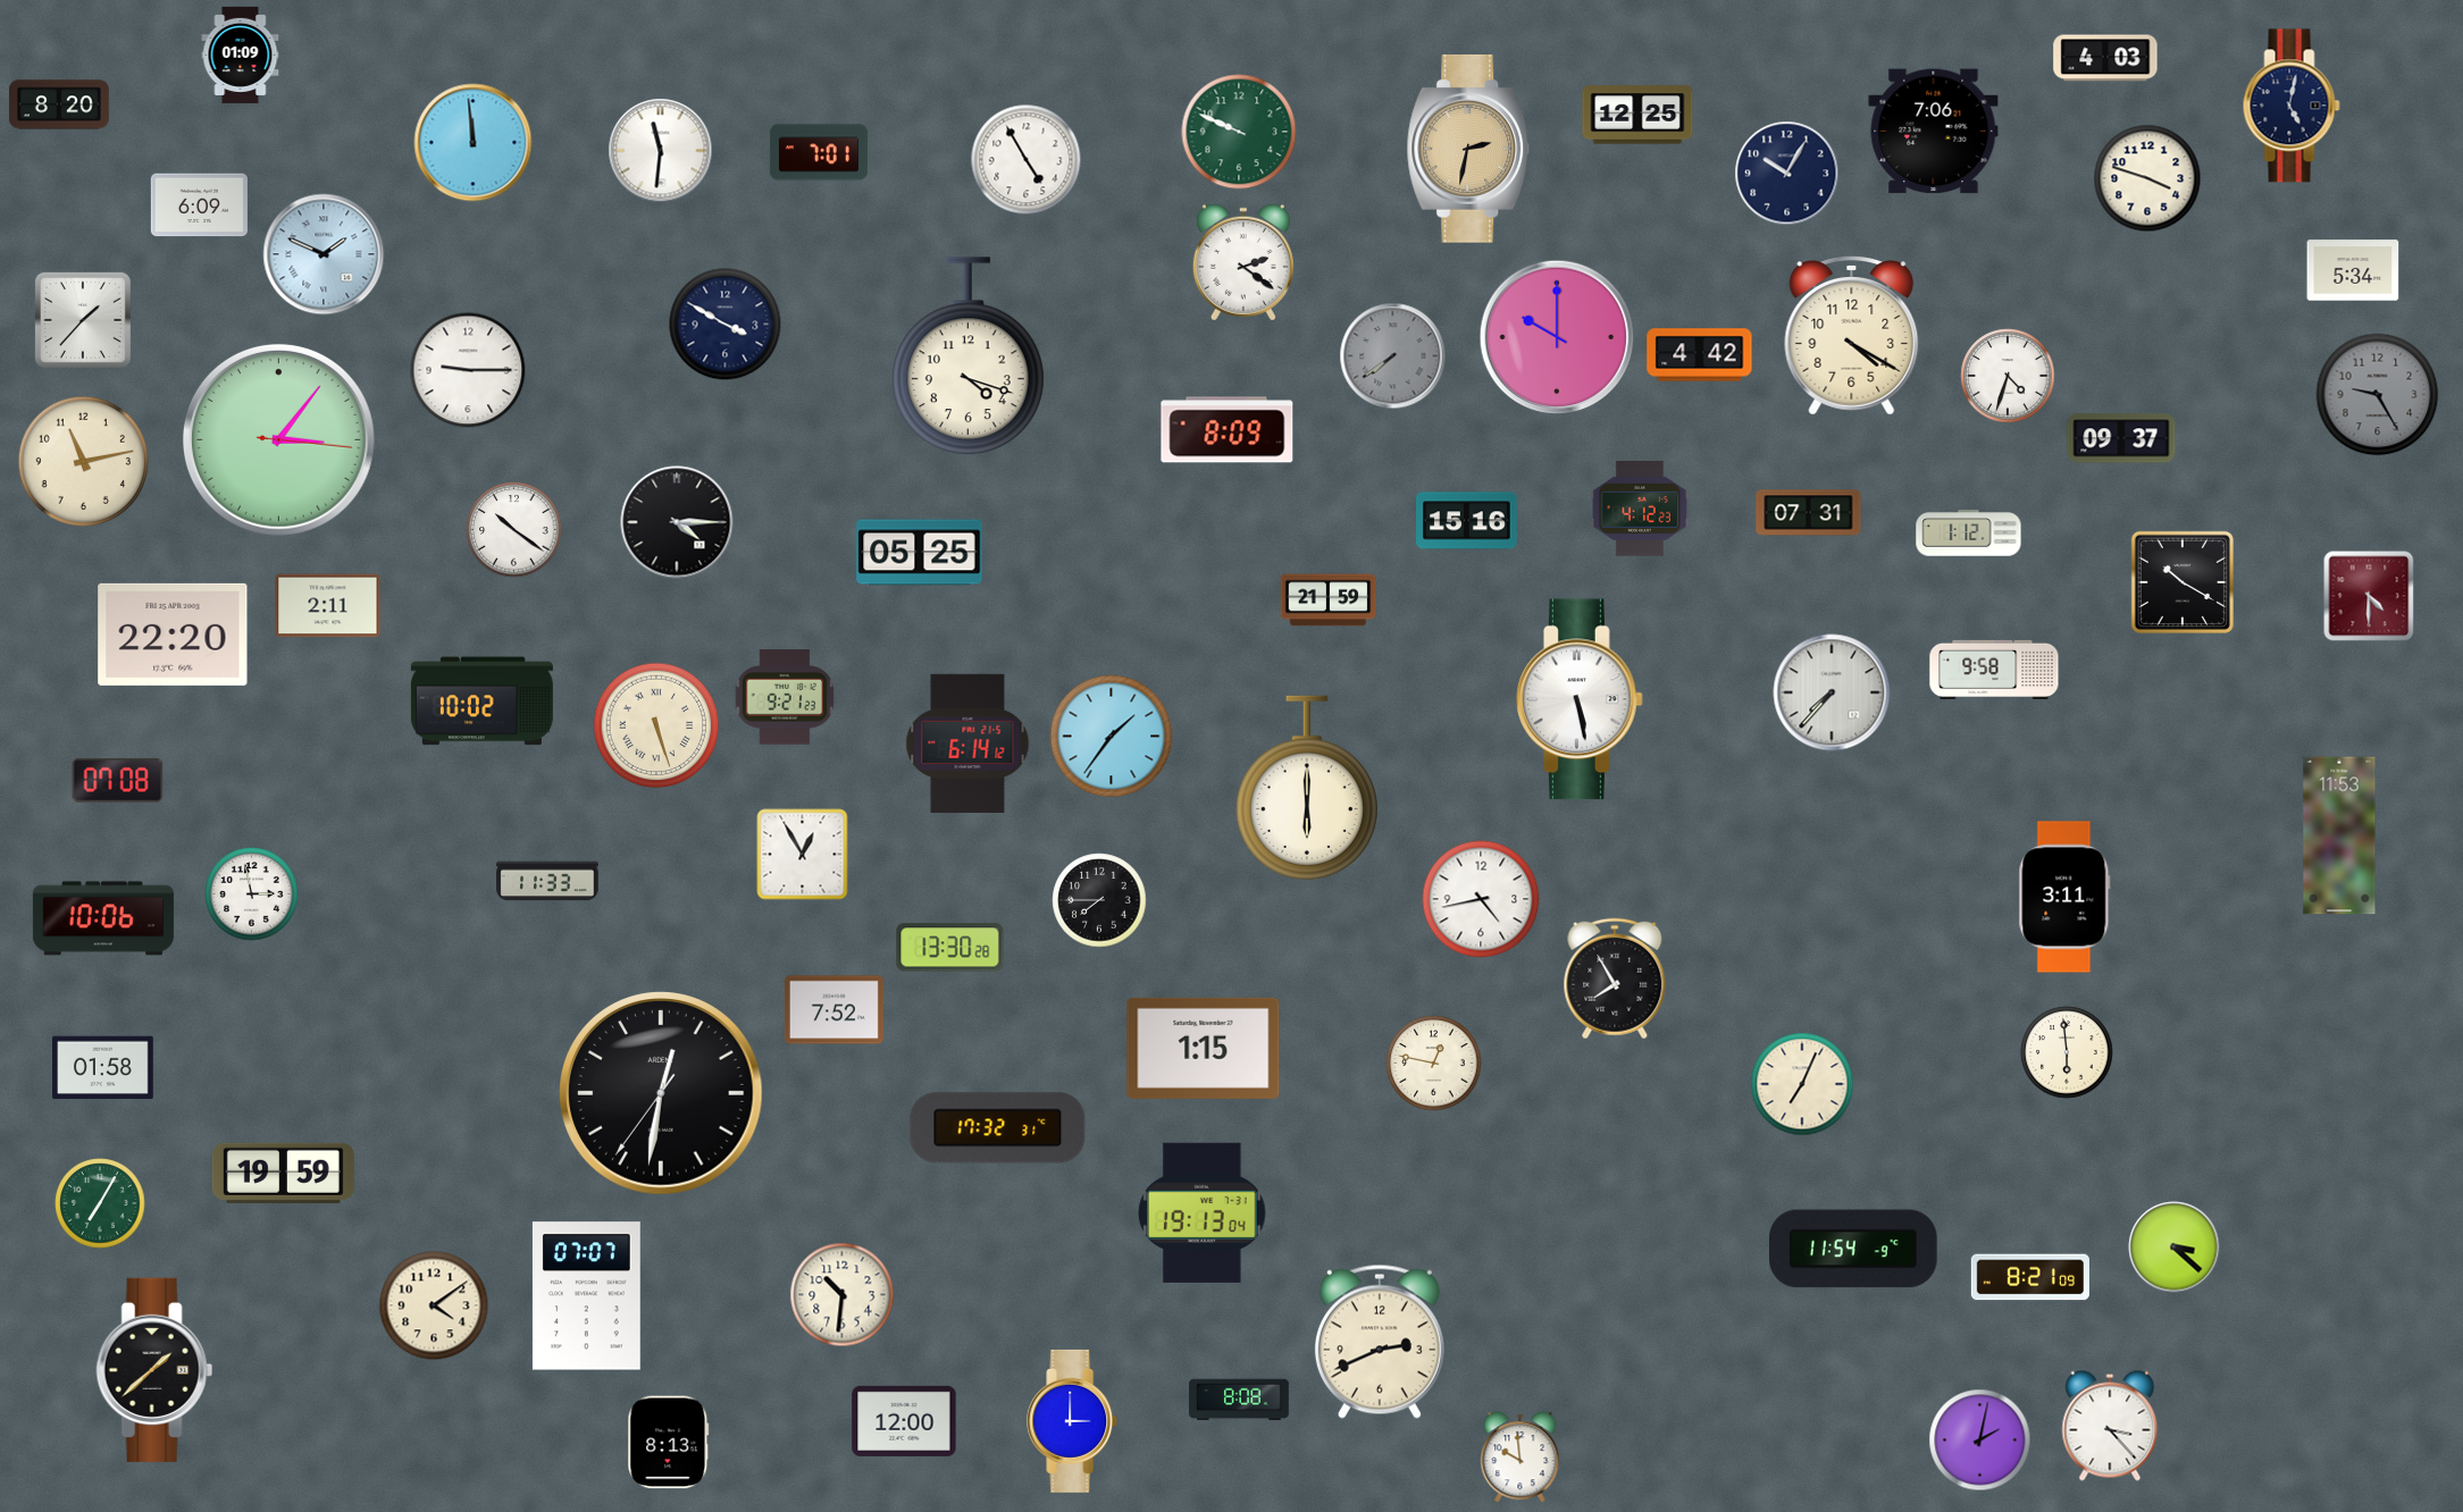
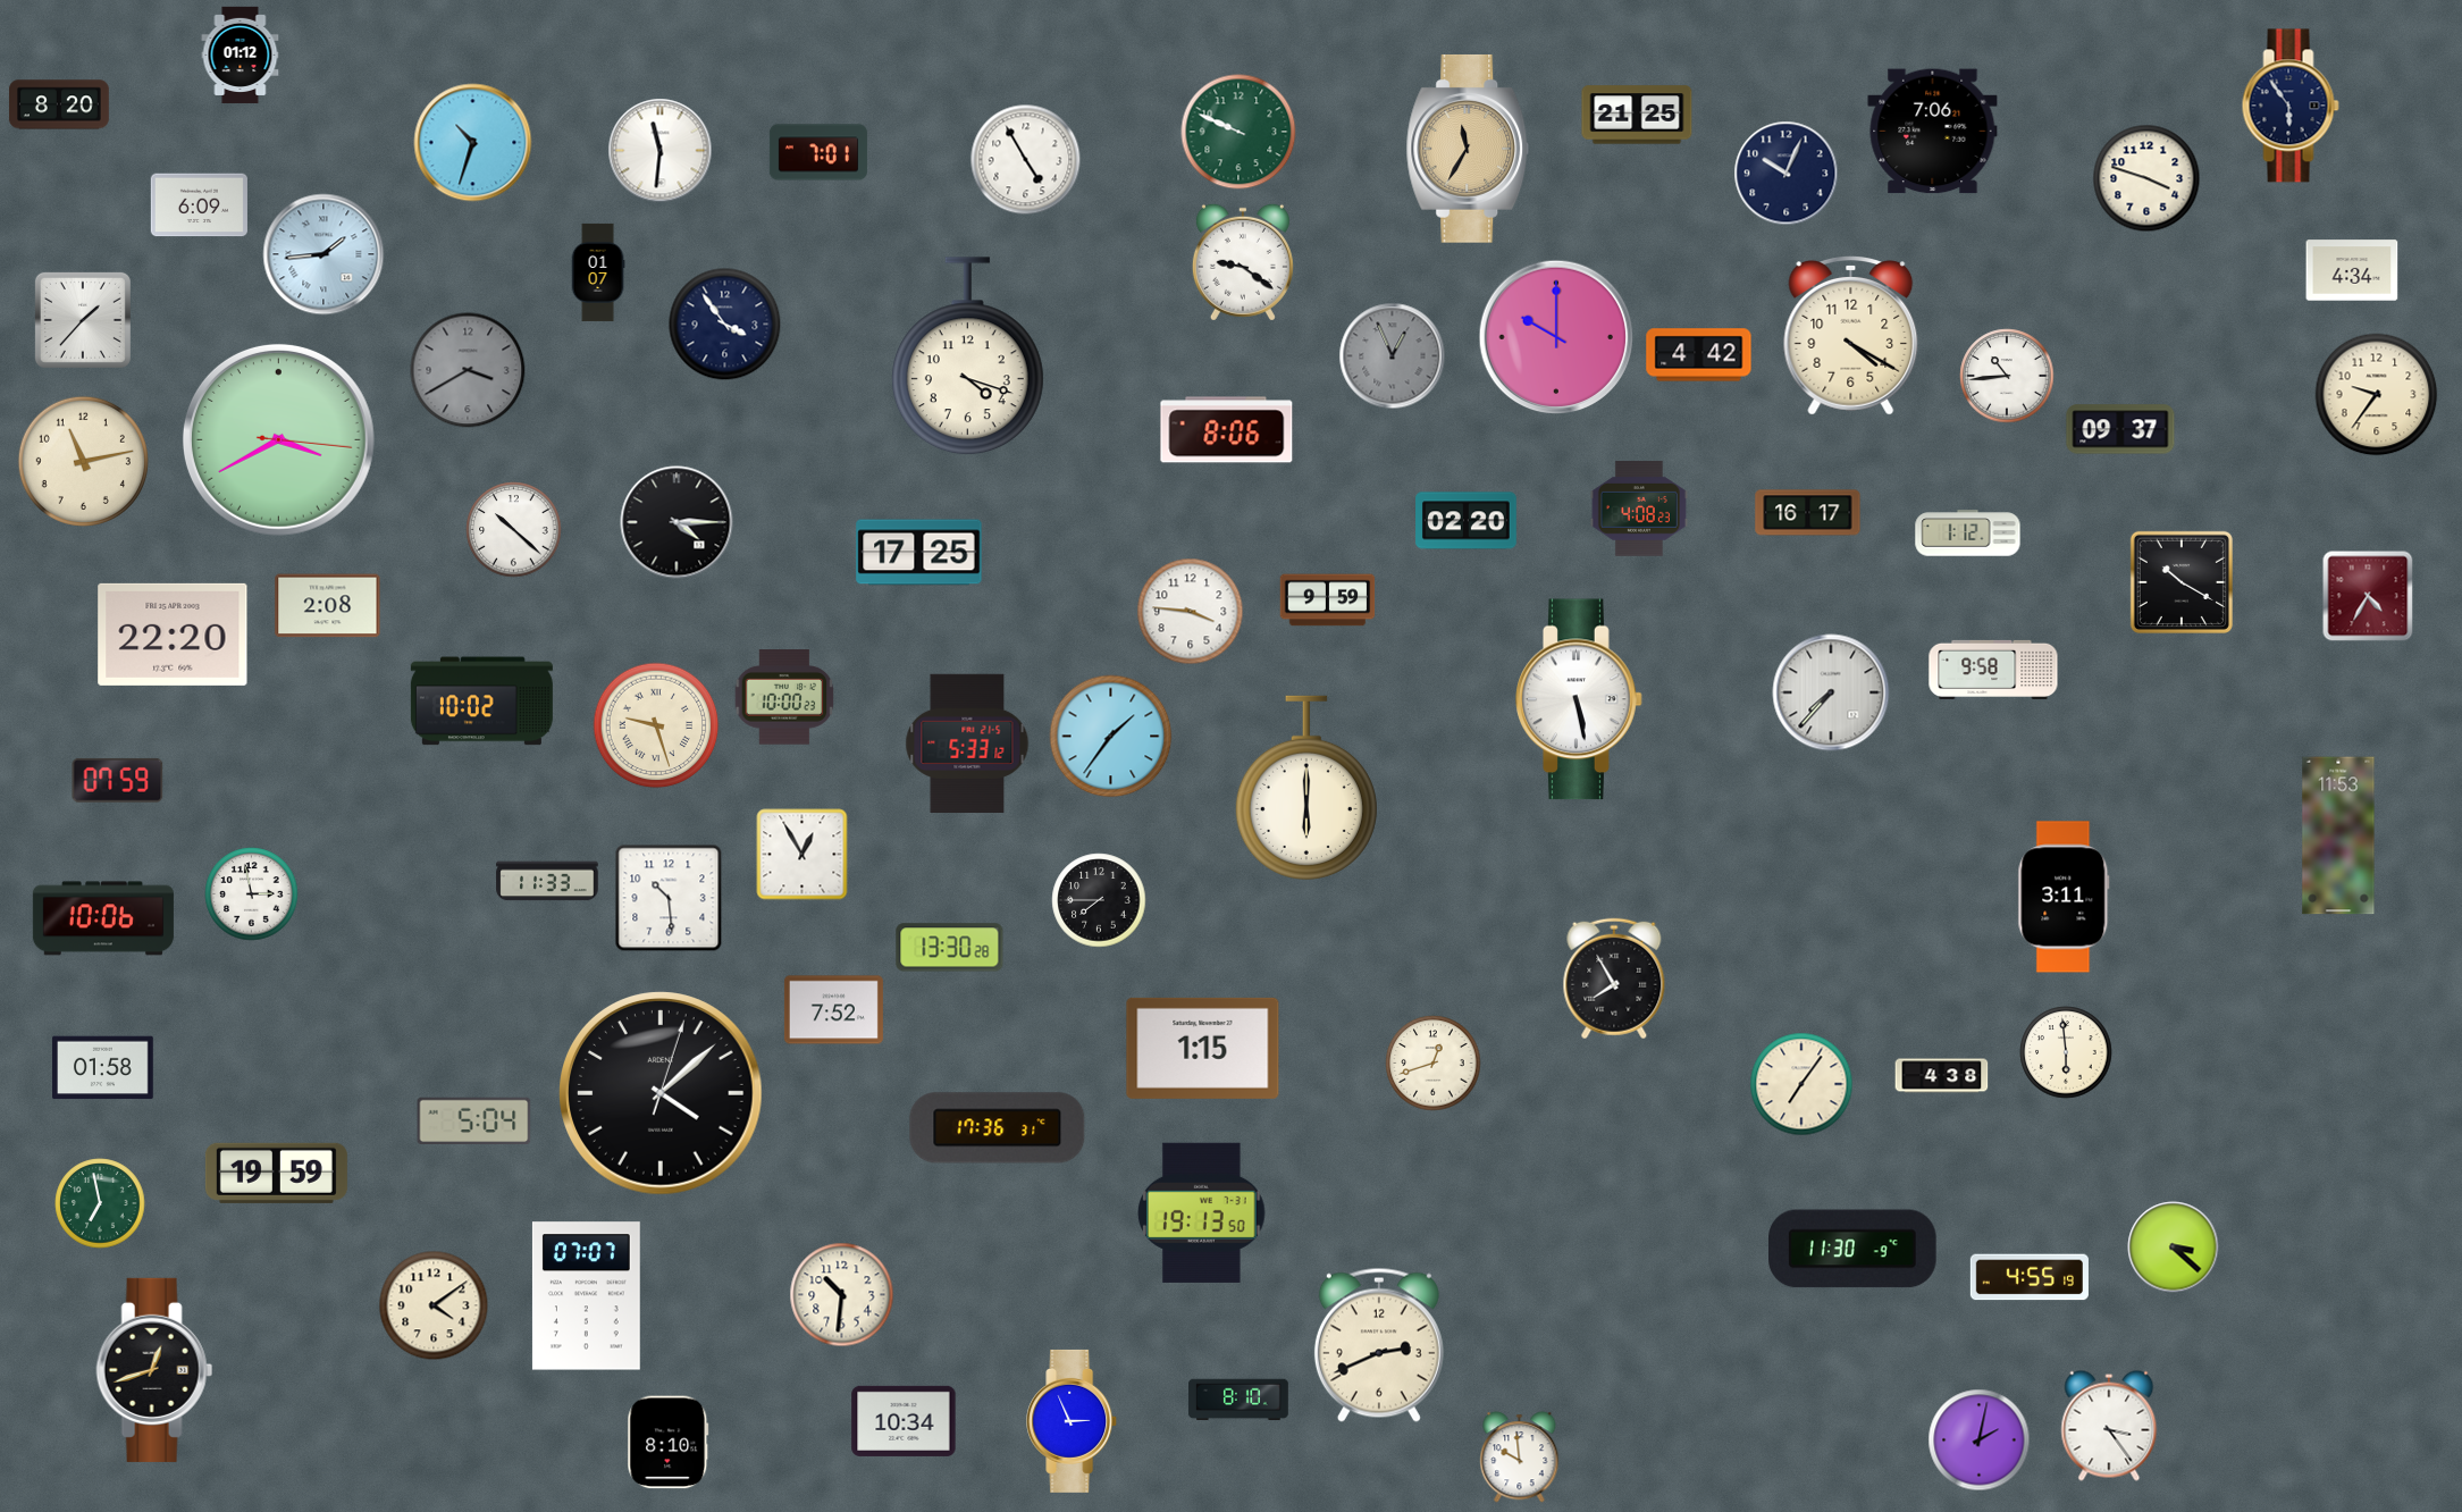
clock at (241, 54): 01:09 -> 01:12
clock at (2105, 58): 4:03 -> none
clock at (2292, 106): 5:02 -> 5:54
clock at (1637, 115): 12:25 -> 21:25
clock at (474, 143): 11:59 -> 10:33
clock at (1468, 149): 2:32 -> 11:35
clock at (1787, 174): 10:05 -> 10:04
clock at (324, 254): 1:49 -> 1:44
clock at (1243, 262): 2:21 -> 9:21
clock at (2353, 270): 5:34 -> 4:34
clock at (598, 272): none -> 01:07
clock at (726, 325): 3:50 -> 3:54
clock at (1393, 356): 7:39 -> 12:56
clock at (468, 370): 9:15 -> 3:40
clock at (468, 370) dial: white -> grey
clock at (2008, 376): 4:33 -> 10:44
clock at (2378, 395): 9:25 -> 9:36
clock at (2378, 395) dial: grey -> cream
clock at (1228, 430): 8:09 -> 8:06
clock at (2121, 438) position: (2121, 438) -> (2120, 429)
clock at (278, 439): 3:06 -> 3:40
clock at (1640, 509): 4:12 -> 4:08
clock at (1809, 513): 07:31 -> 16:17
clock at (1467, 521): 15:16 -> 02:20
clock at (514, 530): 10:21 -> 10:22
clock at (920, 553): 05:25 -> 17:25
clock at (2369, 596): 4:30 -> 4:35
clock at (1329, 600): 21:59 -> 9:59
clock at (328, 606): 2:11 -> 2:08
clock at (1191, 612): none -> 3:46
clock at (785, 697): 9:21 -> 10:00
clock at (656, 725): 5:27 -> 9:27
clock at (967, 744): 6:14 -> 5:33
clock at (118, 780): 07:08 -> 07:59
clock at (669, 898): none -> 10:29
clock at (1481, 899): 4:43 -> none
clock at (1434, 1064): 12:47 -> 12:42
clock at (1942, 1076): none -> 4:38
clock at (1802, 1084): 7:04 -> 7:06
clock at (661, 1093): 12:31 -> 4:08
clock at (474, 1122): none -> 5:04
clock at (998, 1128): 17:32 -> 17:36
clock at (283, 1173) position: (283, 1173) -> (276, 1173)
clock at (100, 1203): 7:05 -> 6:58
clock at (1203, 1212): 19:13:04 -> 19:13:50
clock at (1854, 1249): 11:54 -> 11:30
clock at (2030, 1277): 8:21 -> 4:55
clock at (1380, 1342) position: (1380, 1342) -> (1379, 1345)
clock at (154, 1370): 1:38 -> 12:42
clock at (1239, 1400): 8:08 -> 8:10
clock at (904, 1421): 12:00 -> 10:34
clock at (1073, 1421): 3:00 -> 2:56
clock at (2110, 1426): 3:23 -> 3:24
clock at (669, 1443): 8:13 -> 8:10
